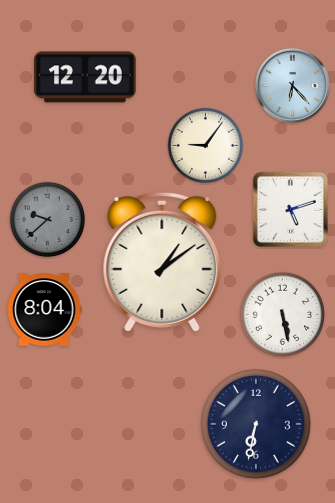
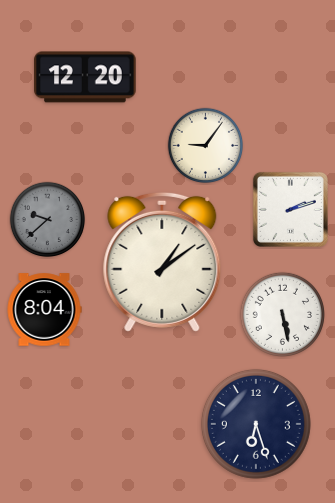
clock at (292, 85): 6:23 -> none
clock at (290, 209): 5:12 -> 2:12
clock at (256, 424): 6:32 -> 6:27
